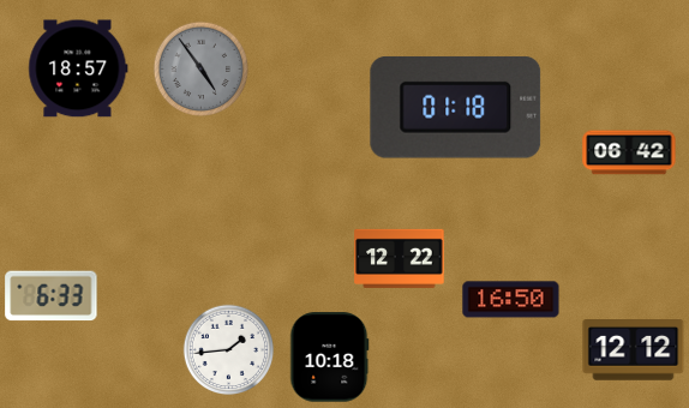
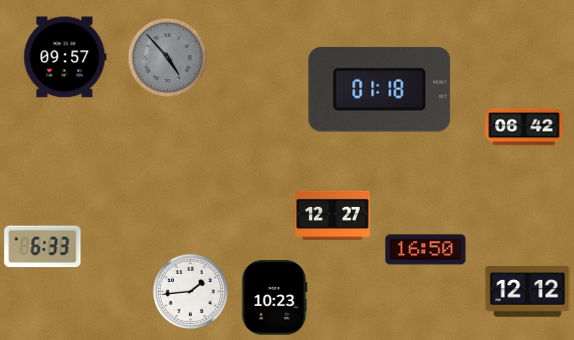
clock at (78, 68): 18:57 -> 09:57
clock at (202, 70): 4:54 -> 4:53
clock at (400, 258): 12:22 -> 12:27
clock at (330, 358): 10:18 -> 10:23
